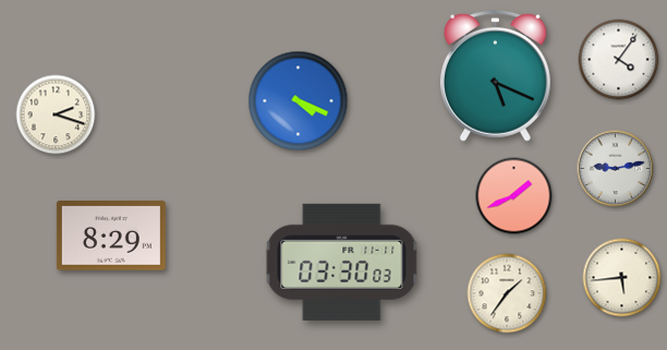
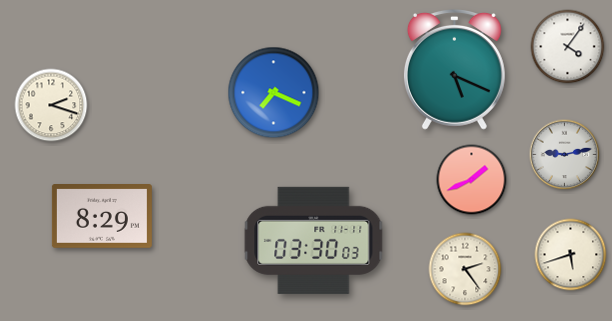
clock at (619, 60) position: (619, 60) -> (568, 47)
clock at (299, 101): 4:19 -> 7:19
clock at (622, 278): 5:44 -> 5:42
clock at (507, 293): 1:36 -> 2:24
